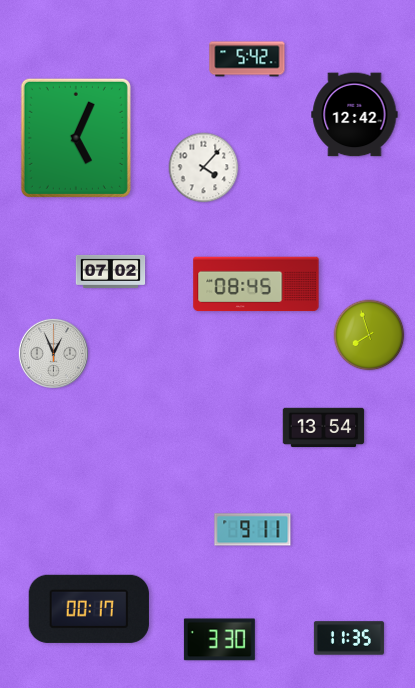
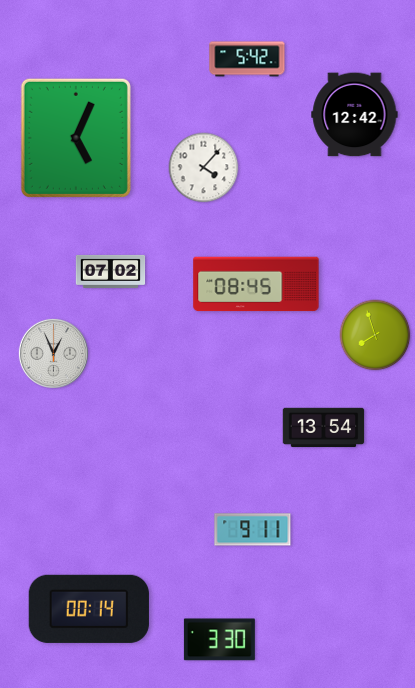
clock at (369, 335) position: (369, 335) -> (375, 335)
clock at (89, 609): 00:17 -> 00:14
clock at (349, 638): 11:35 -> none
